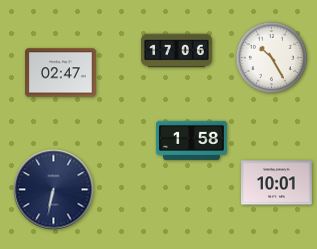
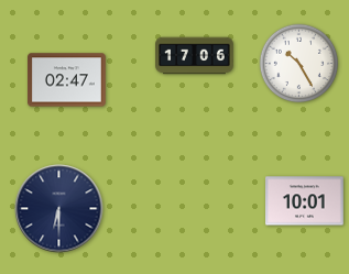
clock at (192, 140): 1:58 -> none
clock at (54, 190): 6:32 -> 6:30
